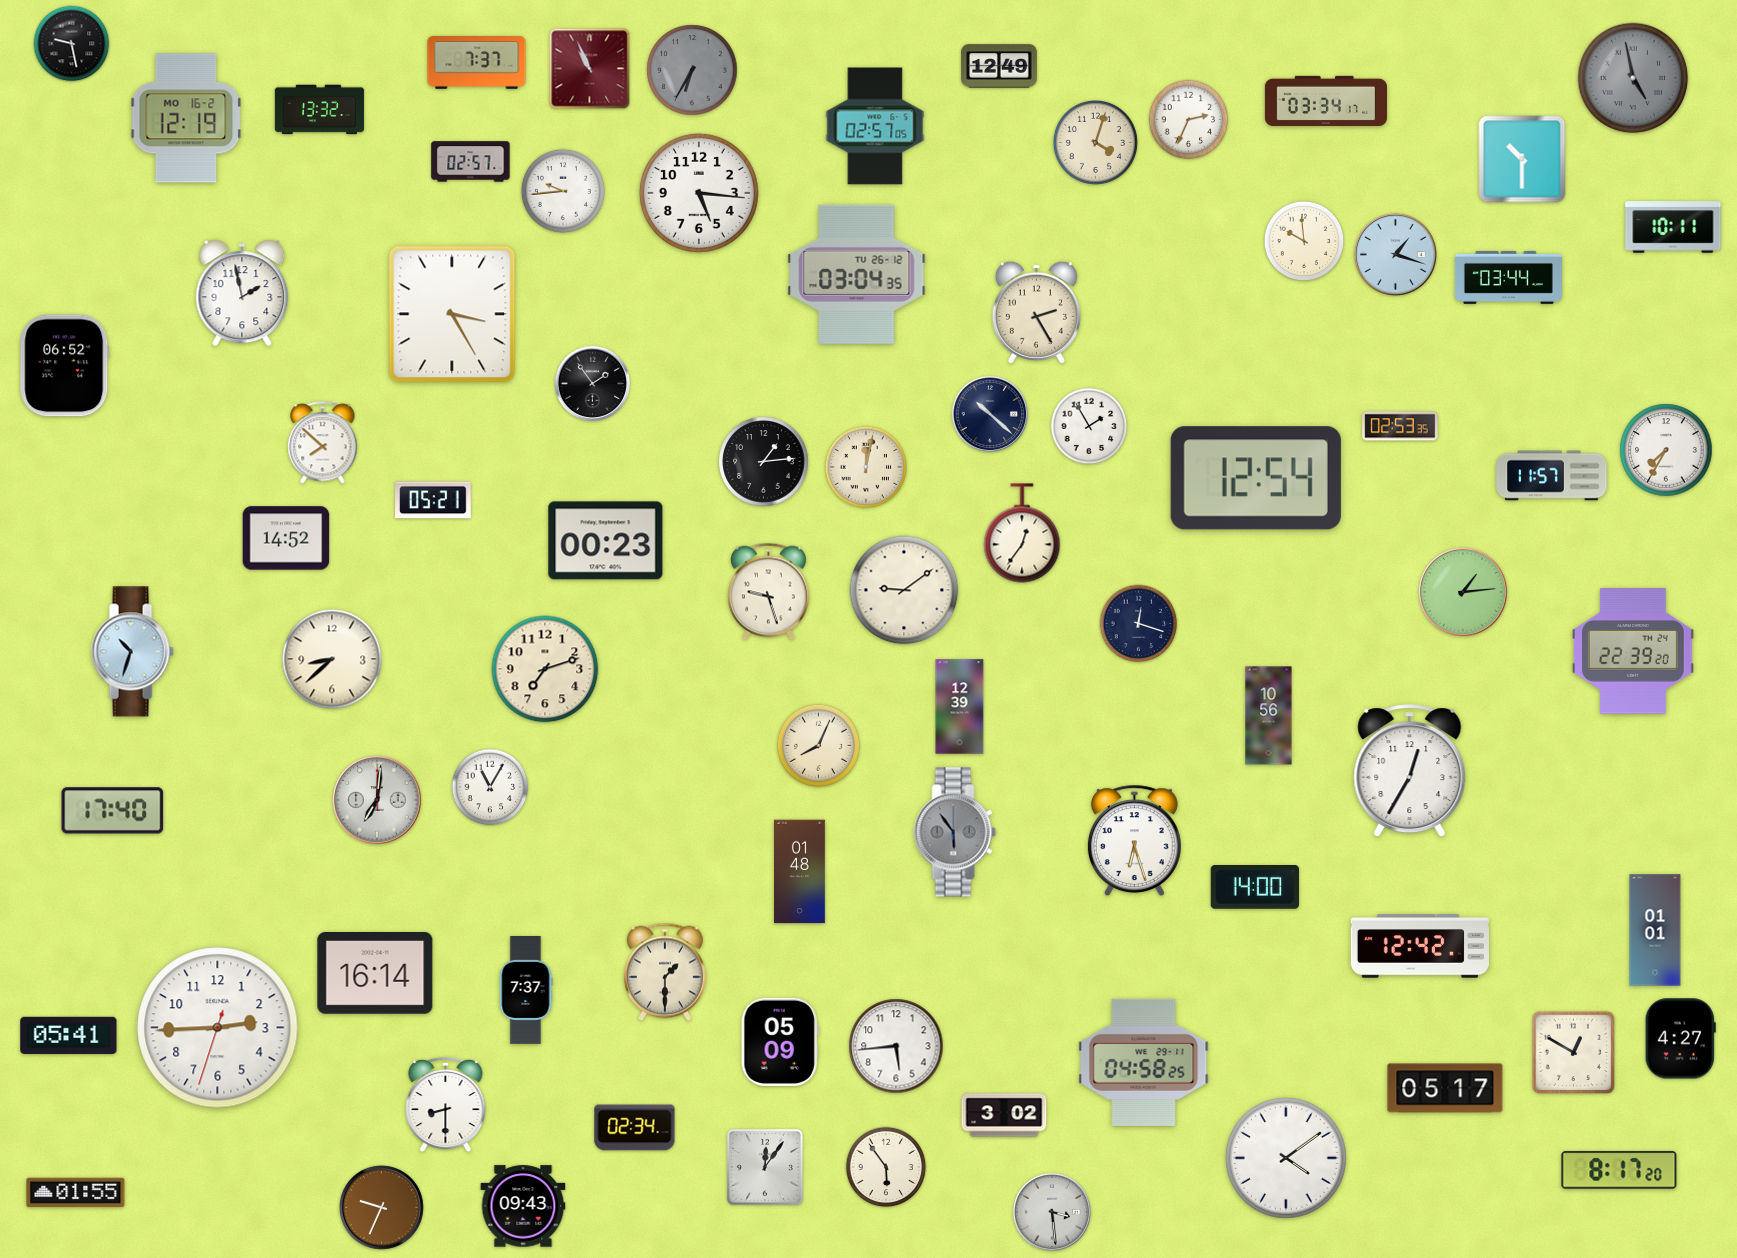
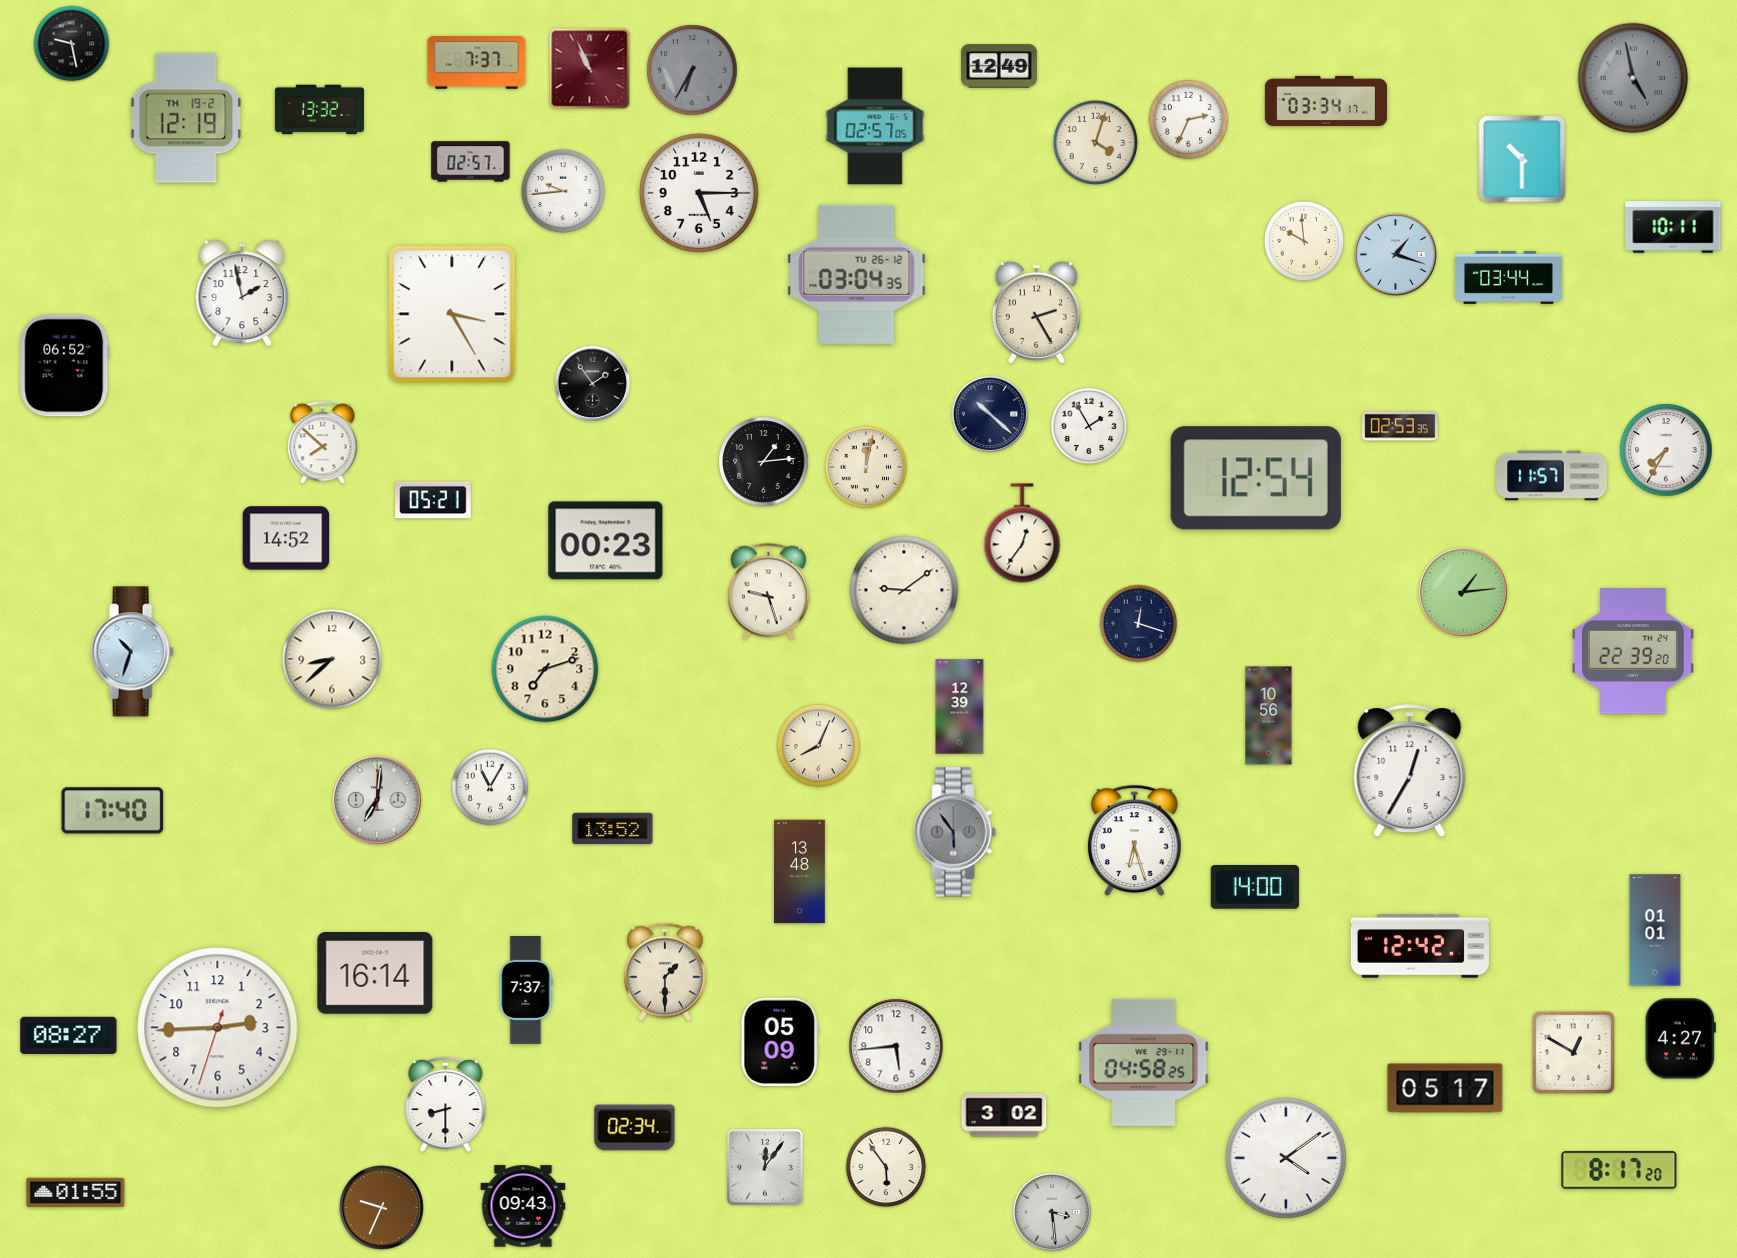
clock at (186, 118) date: MO 16-2 -> TH 19-2
clock at (699, 193): 5:16 -> 5:15
clock at (613, 829): none -> 13:52
clock at (800, 872): 01:48 -> 13:48
clock at (69, 1035): 05:41 -> 08:27
